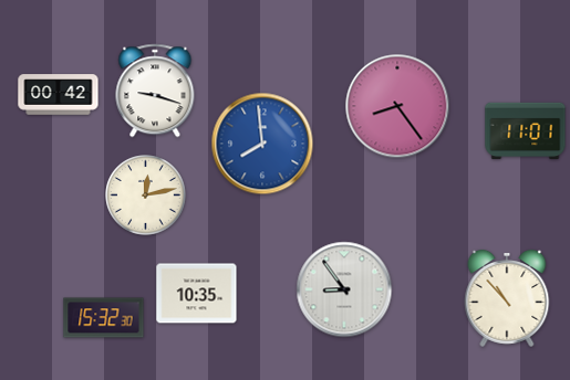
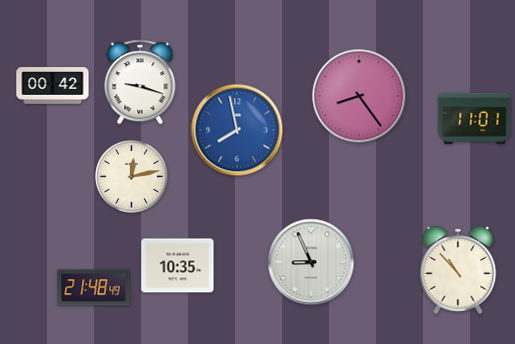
clock at (262, 144): 7:59 -> 7:58
clock at (344, 289): 8:54 -> 8:56
clock at (104, 318): 15:32 -> 21:48
